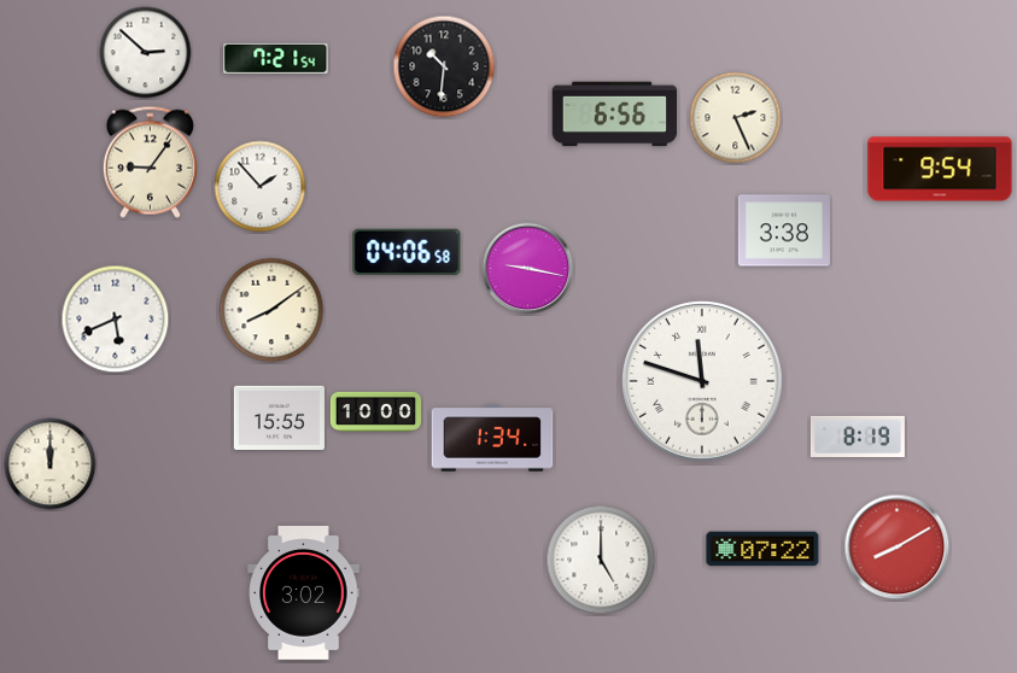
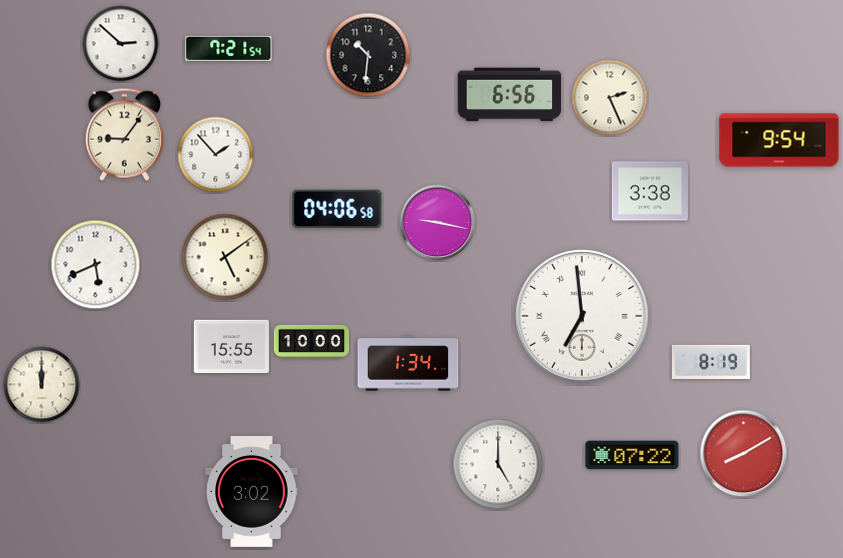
clock at (271, 310): 8:09 -> 5:09
clock at (702, 381): 11:48 -> 6:59
